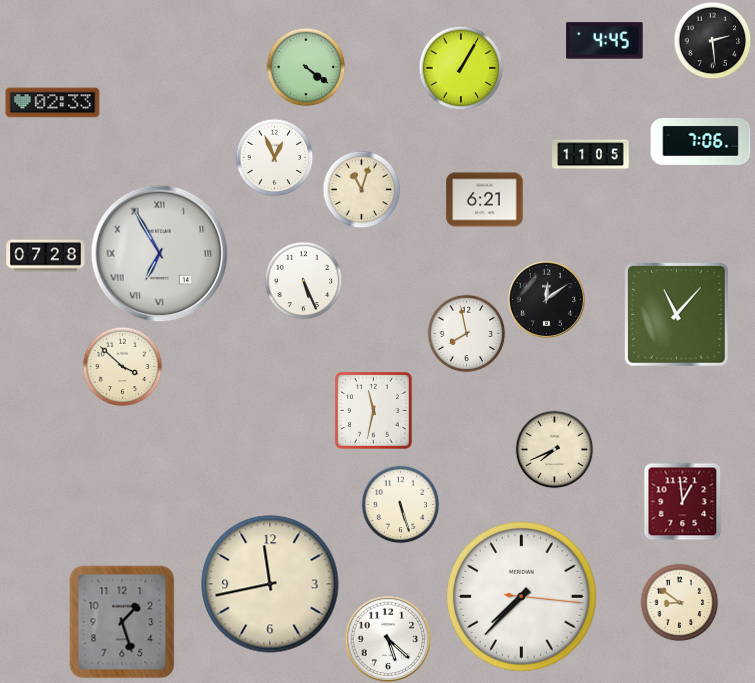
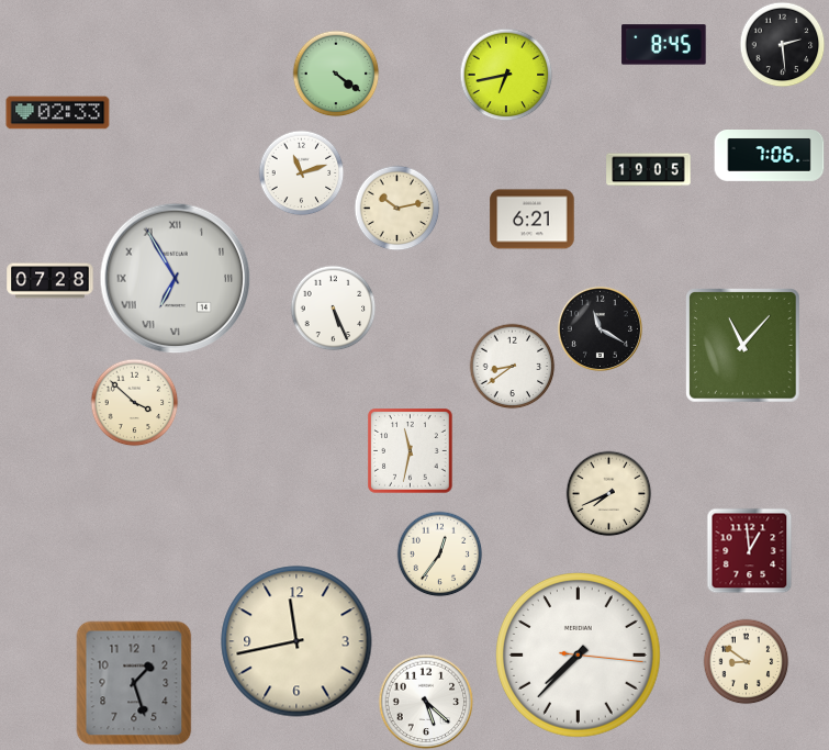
clock at (605, 41): 4:45 -> 8:45
clock at (461, 68): 1:05 -> 6:43
clock at (591, 155): 11:05 -> 19:05
clock at (274, 157): 12:56 -> 11:12
clock at (361, 189): 11:03 -> 10:13
clock at (546, 299): 12:09 -> 11:20
clock at (466, 333): 7:58 -> 8:39
clock at (400, 504): 5:27 -> 12:36
clock at (522, 597) position: (522, 597) -> (579, 656)
